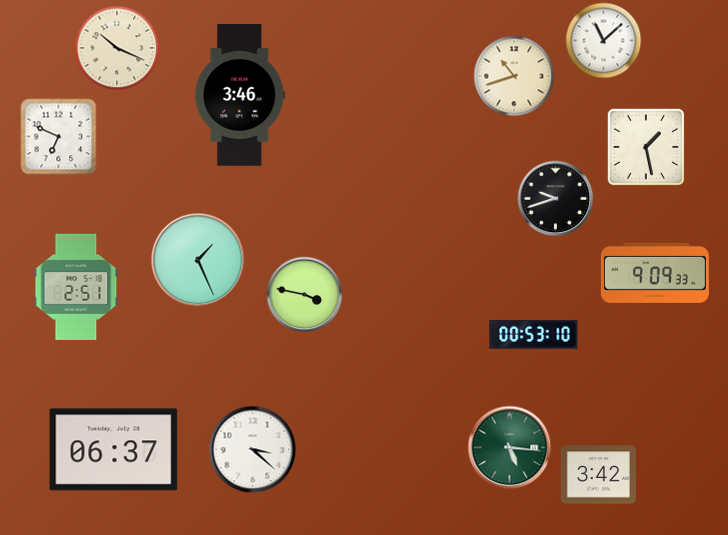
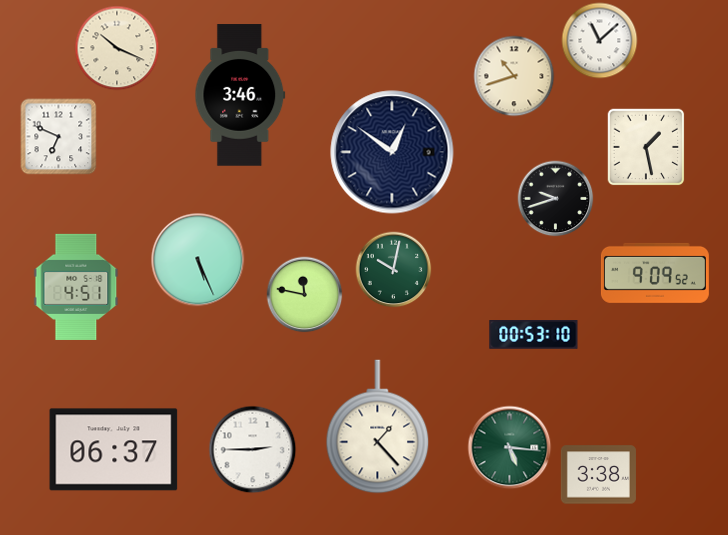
clock at (604, 41) position: (604, 41) -> (600, 41)
clock at (392, 152): none -> 12:51
clock at (198, 260): 1:26 -> 5:26
clock at (394, 270): none -> 10:02
clock at (655, 273): 9:09:33 -> 9:09:52
clock at (76, 287): 2:51 -> 4:51
clock at (305, 295): 3:47 -> 11:47
clock at (378, 427): none -> 1:23
clock at (253, 450): 3:22 -> 2:45
clock at (598, 475): 3:42 -> 3:38
